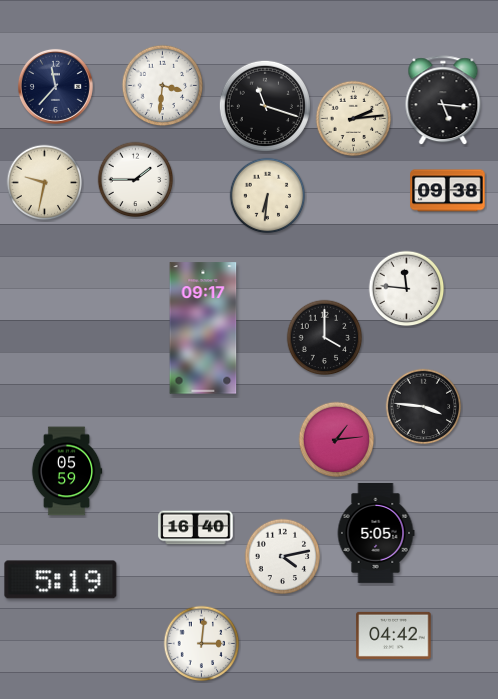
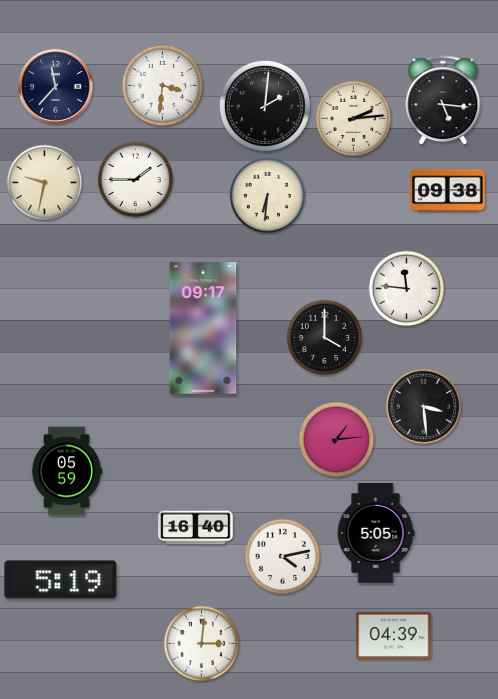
clock at (265, 106): 11:18 -> 2:01
clock at (424, 407): 3:46 -> 3:29
clock at (394, 635): 04:42 -> 04:39
